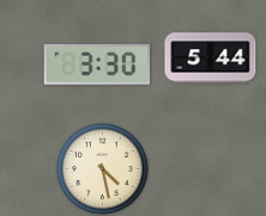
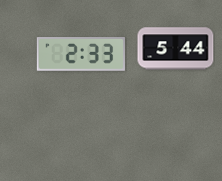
clock at (97, 66): 3:30 -> 2:33
clock at (103, 169): 4:28 -> none
